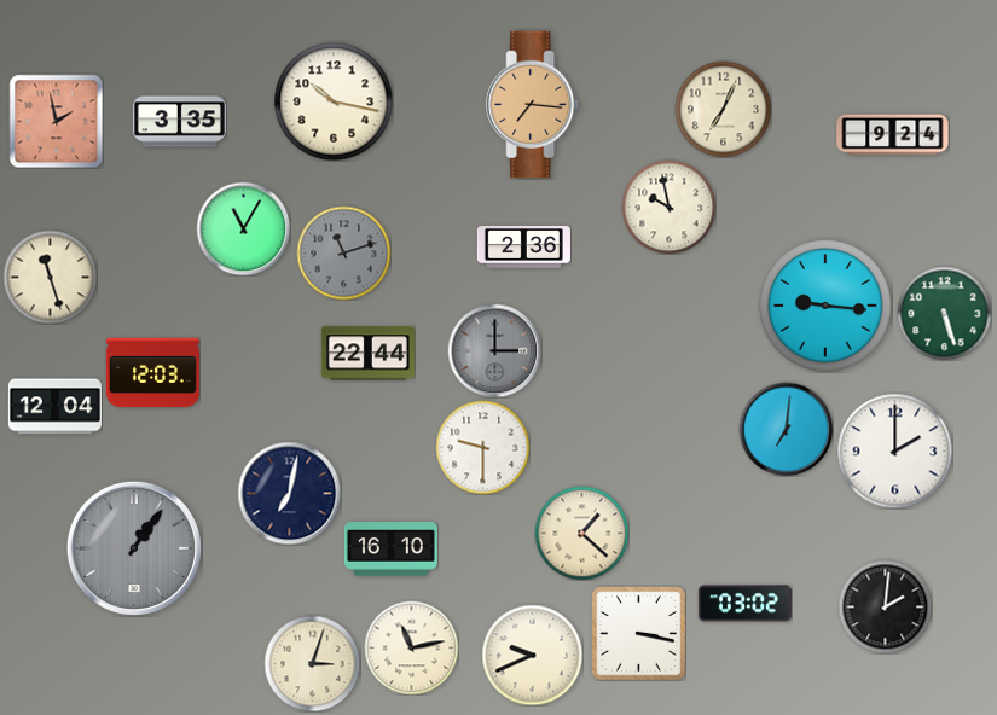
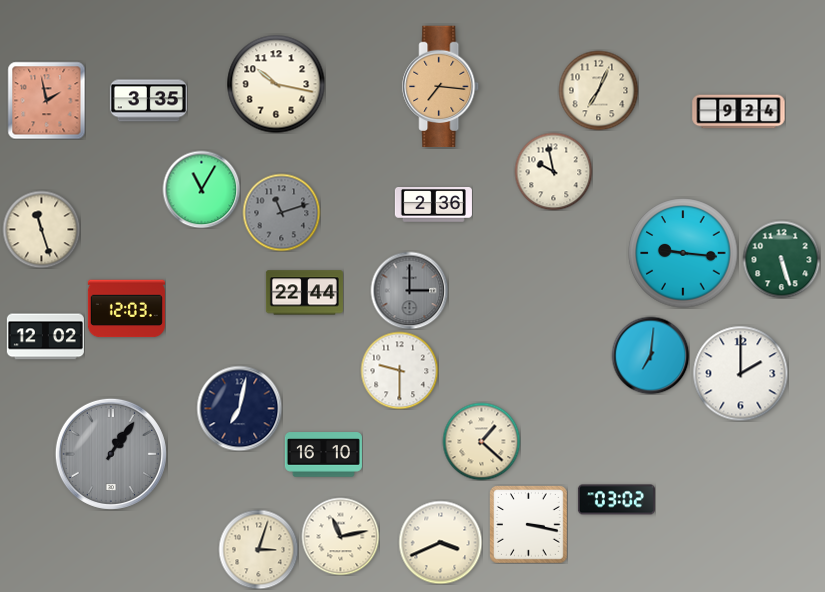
clock at (343, 252) position: (343, 252) -> (281, 212)
clock at (54, 407): 12:04 -> 12:02
clock at (885, 606): 2:01 -> none
clock at (532, 655): 9:41 -> 3:41
